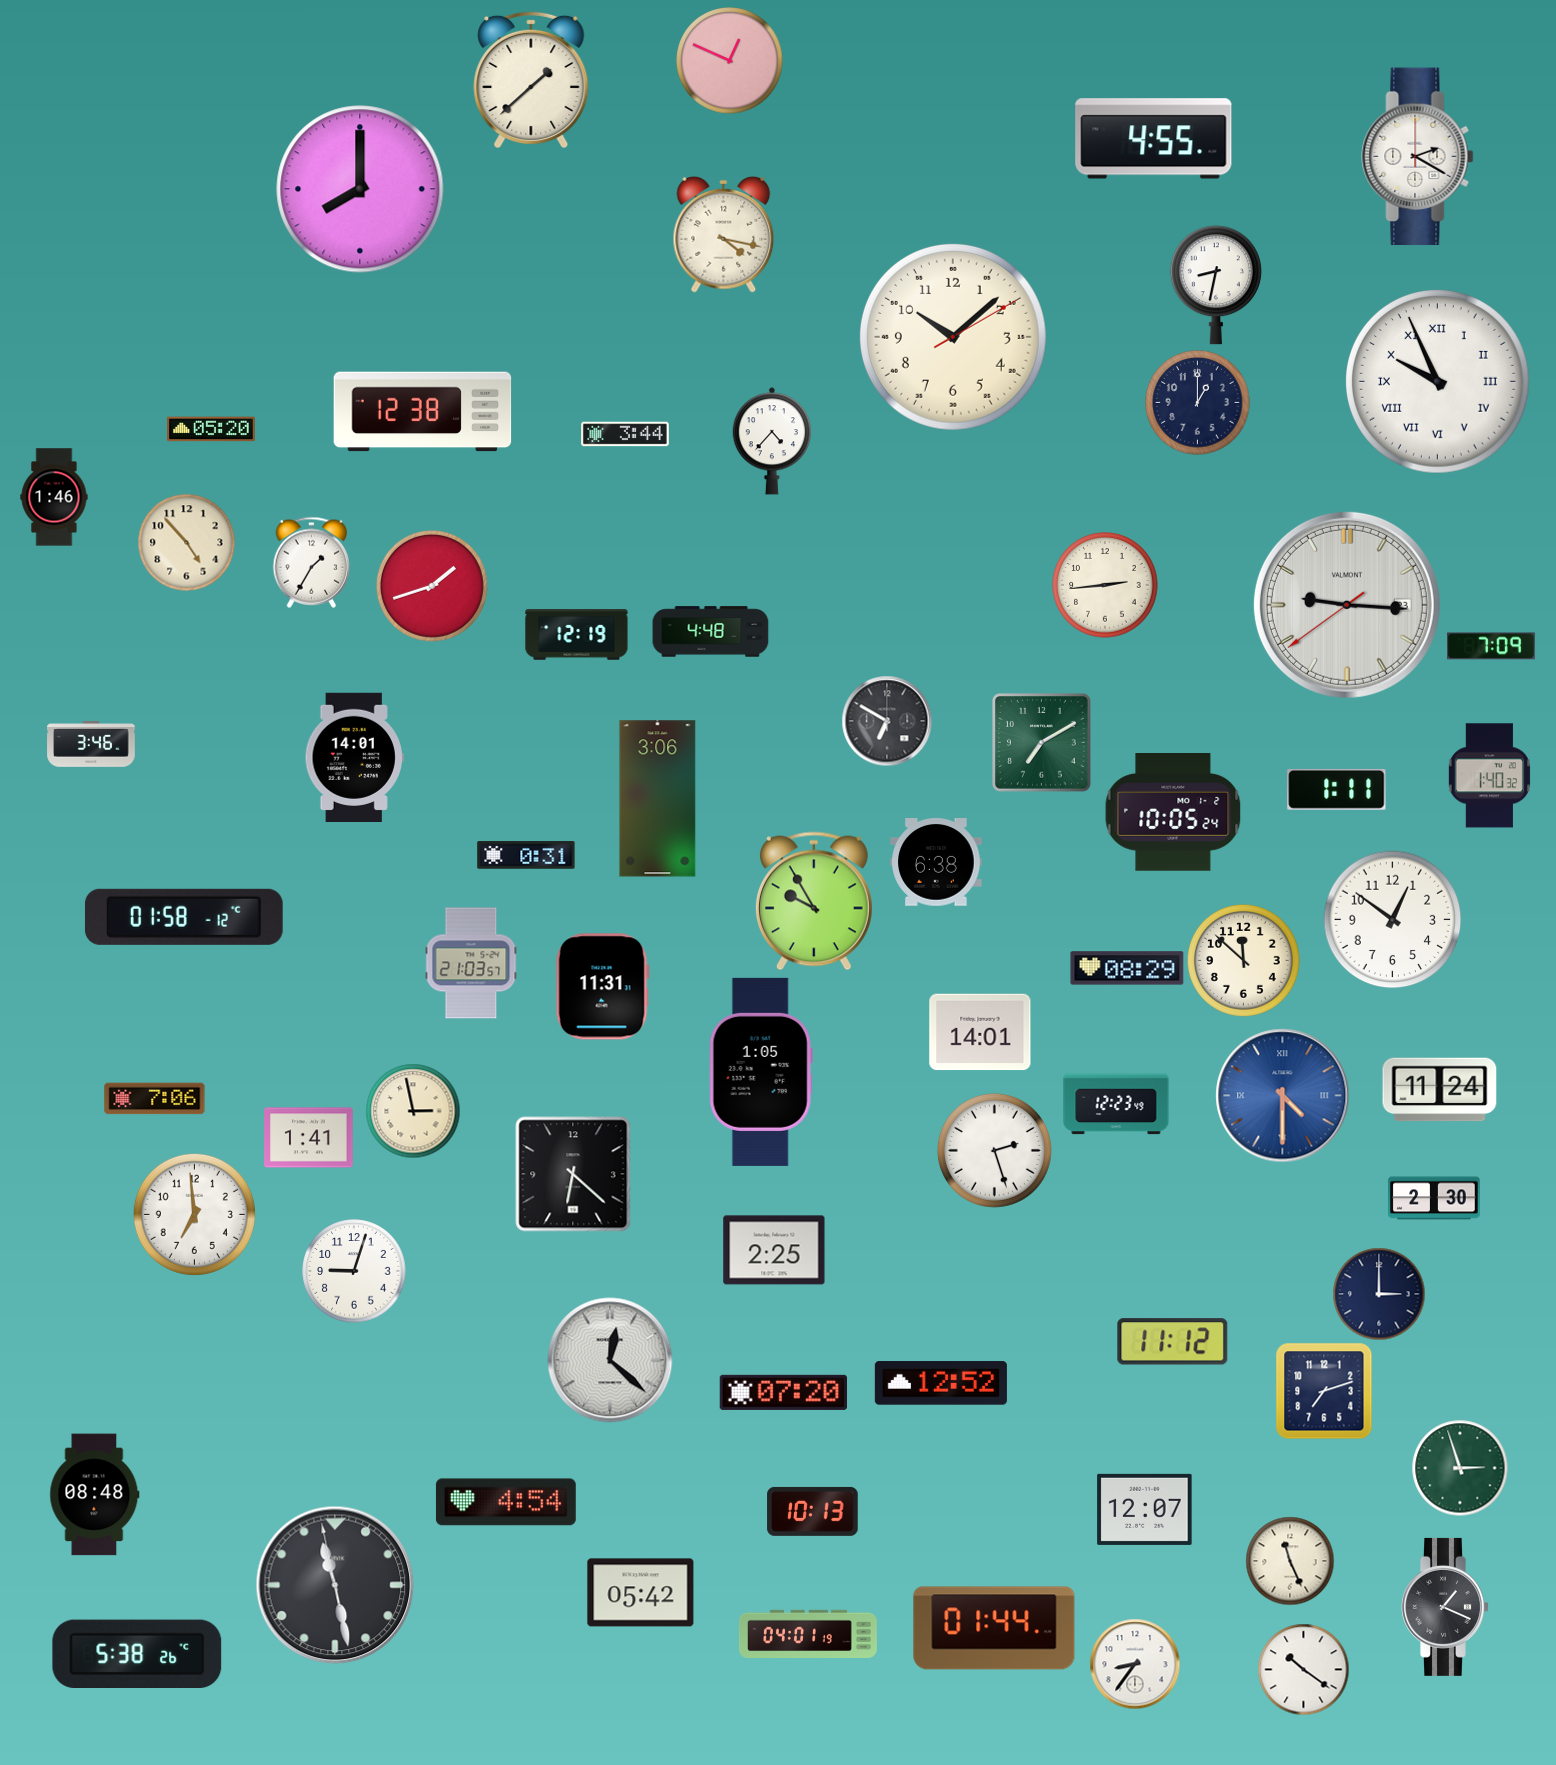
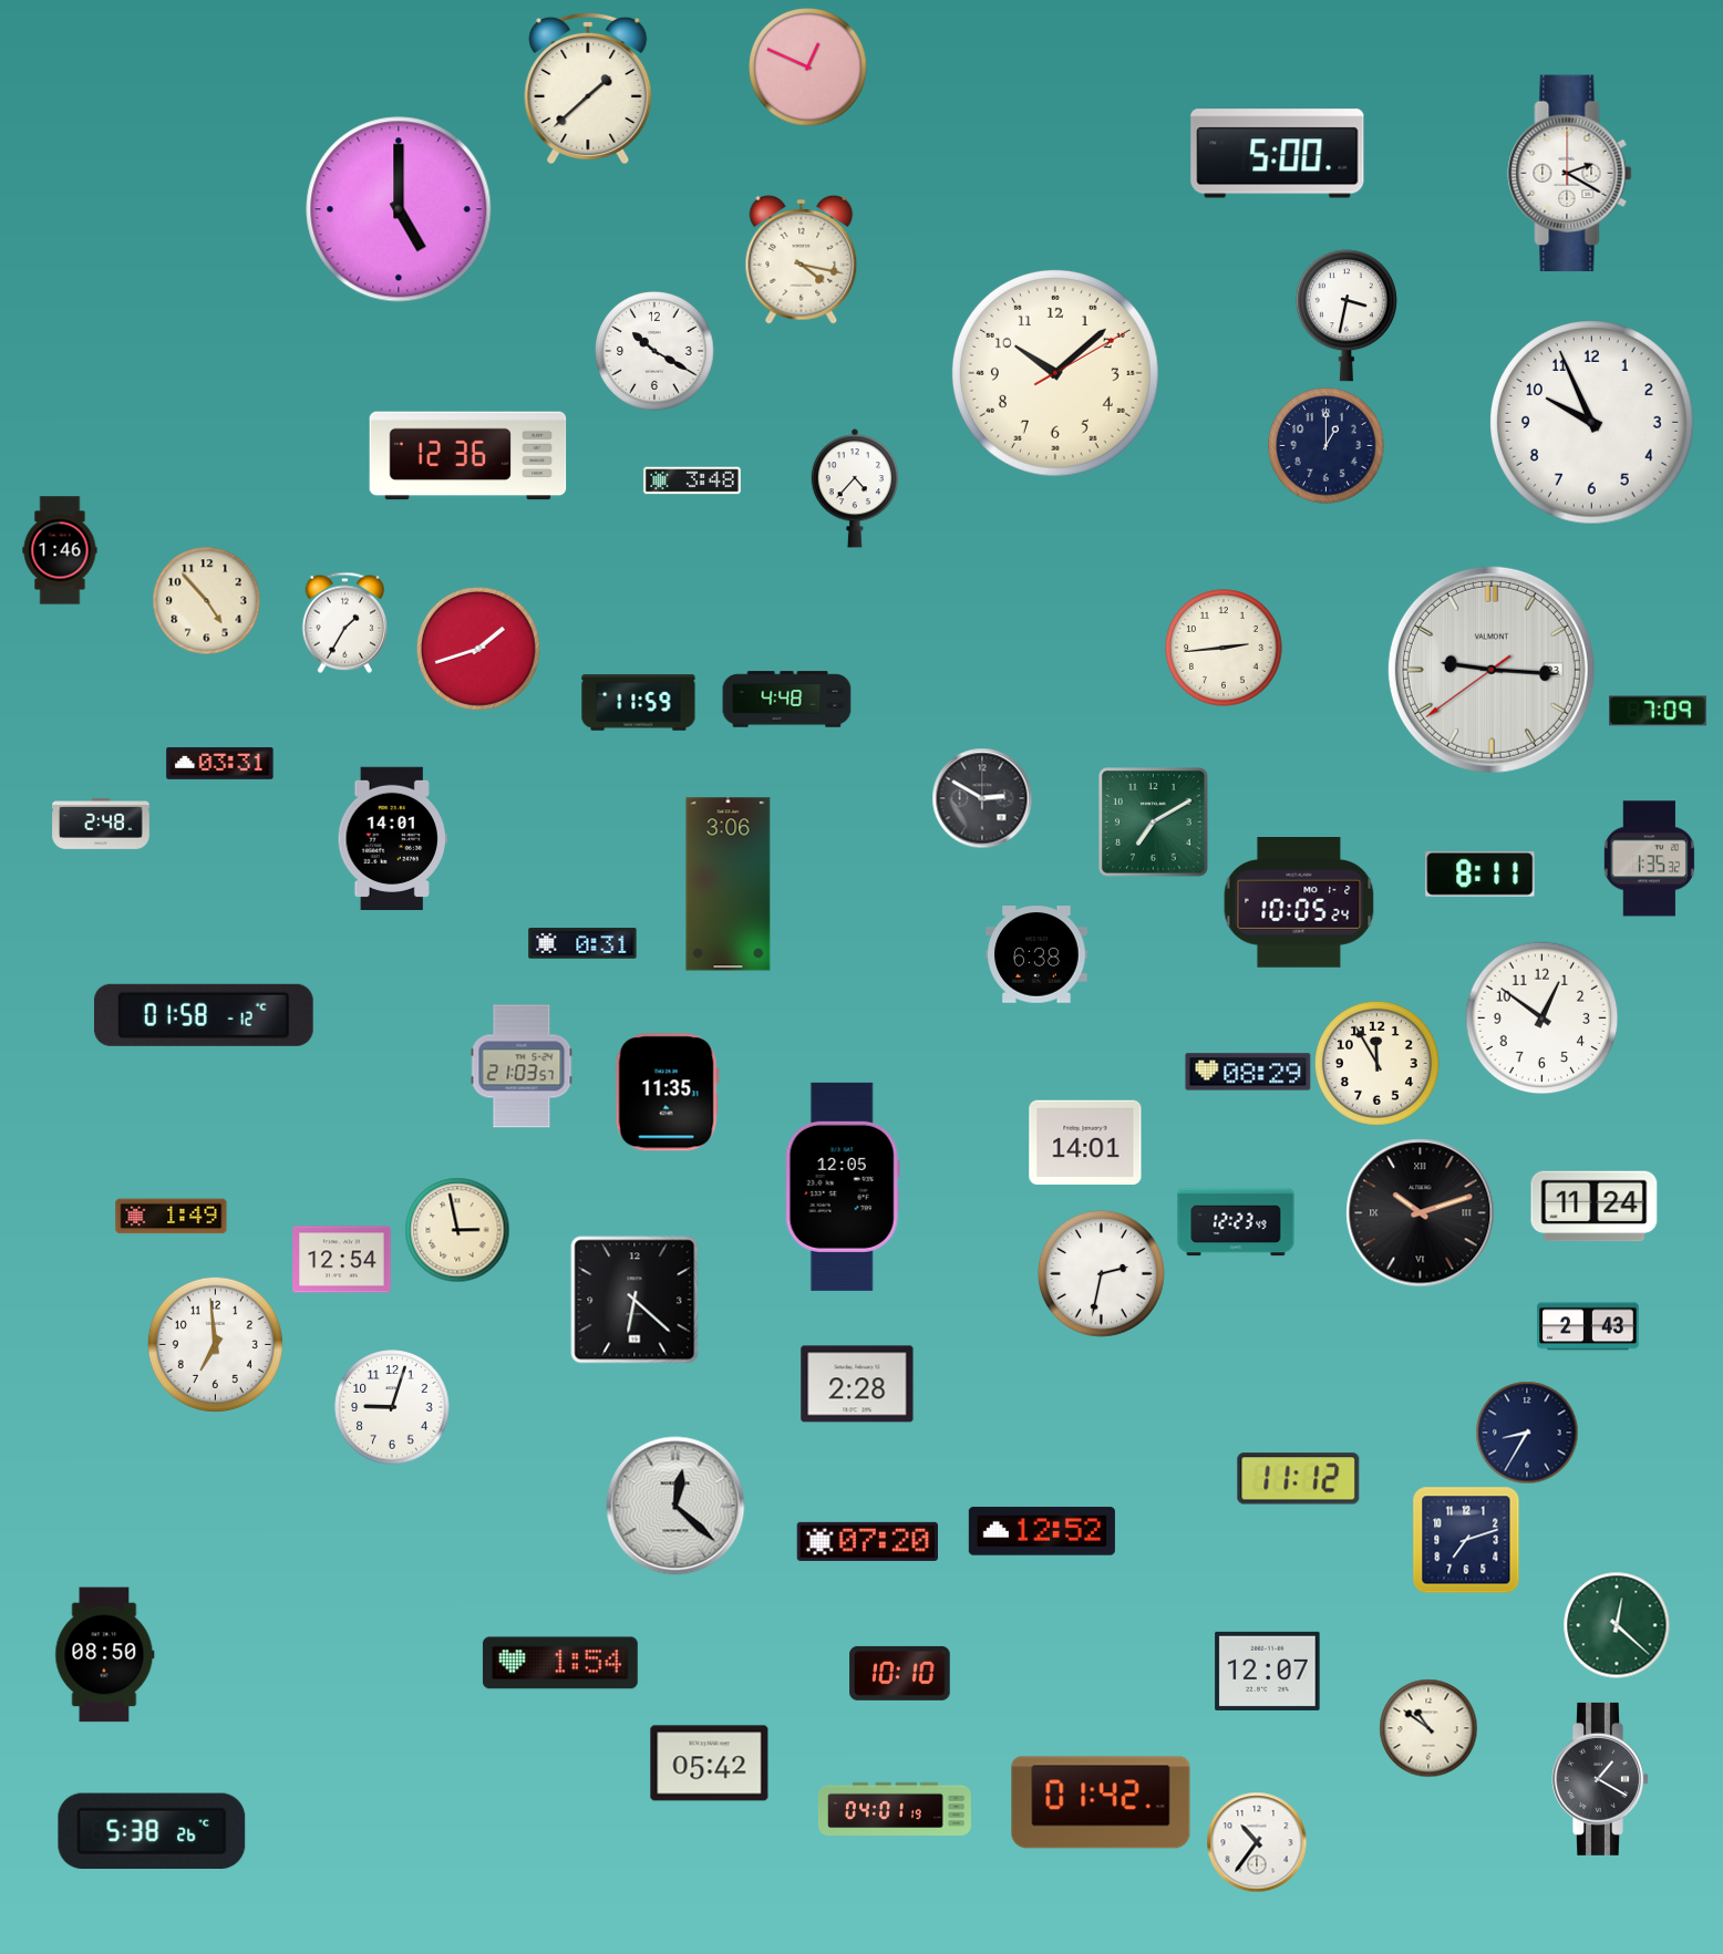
clock at (1154, 139): 4:55 -> 5:00
clock at (360, 189): 8:00 -> 5:00
clock at (1216, 285): 8:32 -> 3:32
clock at (654, 351): none -> 10:20
clock at (1438, 382) numerals: Roman -> Arabic
clock at (423, 412): 12:38 -> 12:36
clock at (211, 429): 05:20 -> none
clock at (625, 434): 3:44 -> 3:48
clock at (577, 635): 12:19 -> 11:59
clock at (1491, 646) position: (1491, 646) -> (1658, 711)
clock at (220, 763): none -> 03:31
clock at (887, 721): 6:50 -> 2:50
clock at (91, 745): 3:46 -> 2:48
clock at (1489, 776): 1:40 -> 1:35
clock at (1337, 789): 1:11 -> 8:11
clock at (1173, 813) position: (1173, 813) -> (1299, 903)
clock at (526, 855) position: (526, 855) -> (582, 943)
clock at (814, 901): 9:55 -> none
clock at (1243, 960): 11:52 -> 11:55
clock at (602, 987): 11:31 -> 11:35
clock at (761, 1072): 1:05 -> 12:05
clock at (1283, 1096): 4:30 -> 10:12
clock at (1283, 1096) dial: blue -> black
clock at (155, 1099): 7:06 -> 1:49
clock at (309, 1138): 1:41 -> 12:54
clock at (994, 1150): 2:27 -> 2:32
clock at (1434, 1198): 2:30 -> 2:43
clock at (774, 1250): 2:25 -> 2:28
clock at (1379, 1294): 3:00 -> 8:35
clock at (1173, 1342) position: (1173, 1342) -> (1299, 1479)
clock at (1460, 1468): 2:57 -> 12:22
clock at (95, 1495): 08:48 -> 08:50
clock at (506, 1502): 4:54 -> 1:54
clock at (813, 1511): 10:13 -> 10:10
clock at (1290, 1561): 11:26 -> 10:51
clock at (335, 1585): 11:27 -> none
clock at (1446, 1607): 1:19 -> 1:20
clock at (994, 1628): 01:44 -> 01:42
clock at (1135, 1664): 8:36 -> 10:36
clock at (1303, 1669): 10:21 -> none
